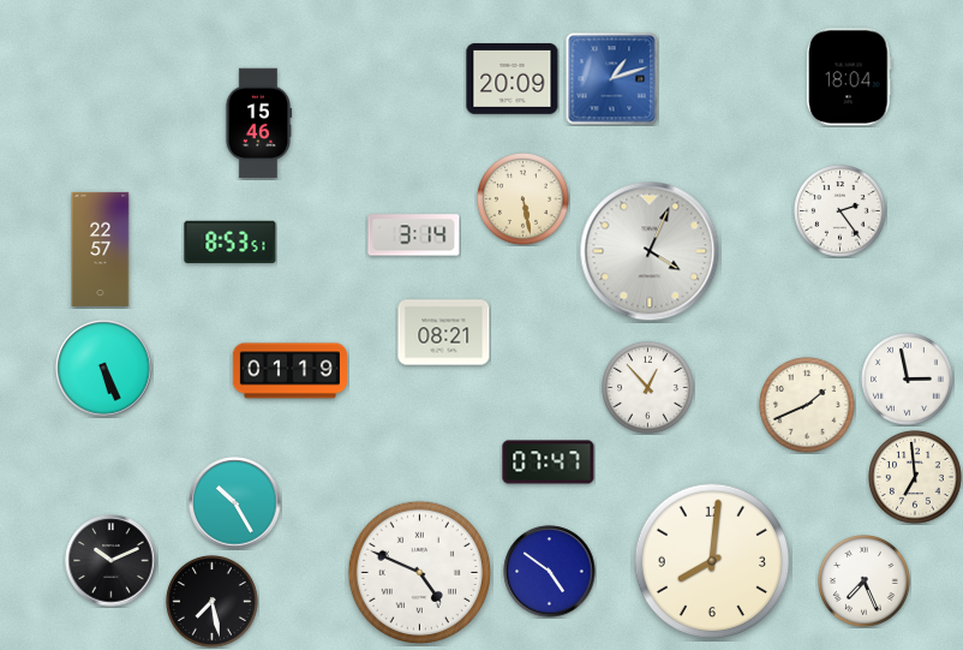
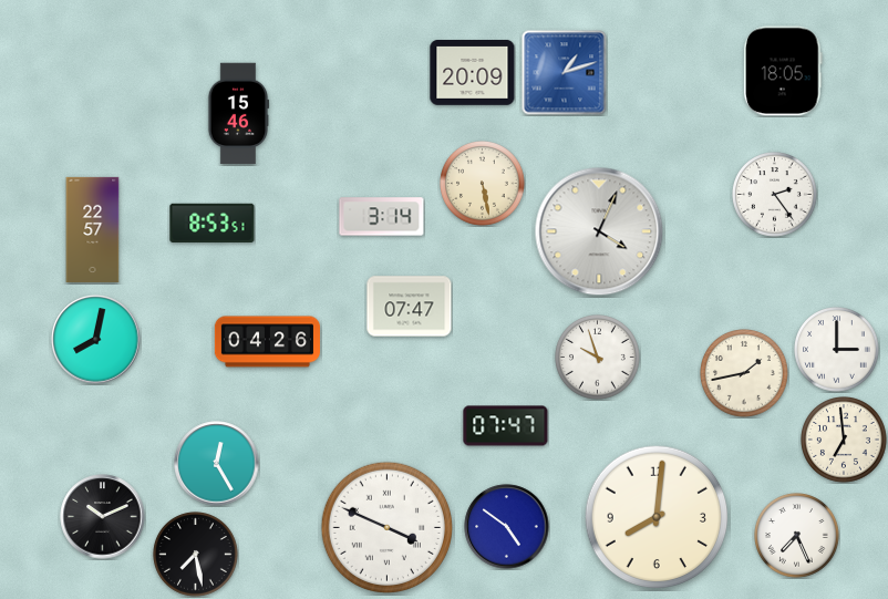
clock at (849, 77): 18:04 -> 18:05
clock at (444, 333): 08:21 -> 07:47
clock at (104, 369): 5:26 -> 8:02
clock at (289, 371): 01:19 -> 04:26
clock at (908, 380): 2:58 -> 3:00
clock at (648, 388): 12:53 -> 9:57
clock at (808, 406): 1:41 -> 1:43
clock at (235, 503): 10:25 -> 12:25
clock at (419, 572): 4:49 -> 3:49
